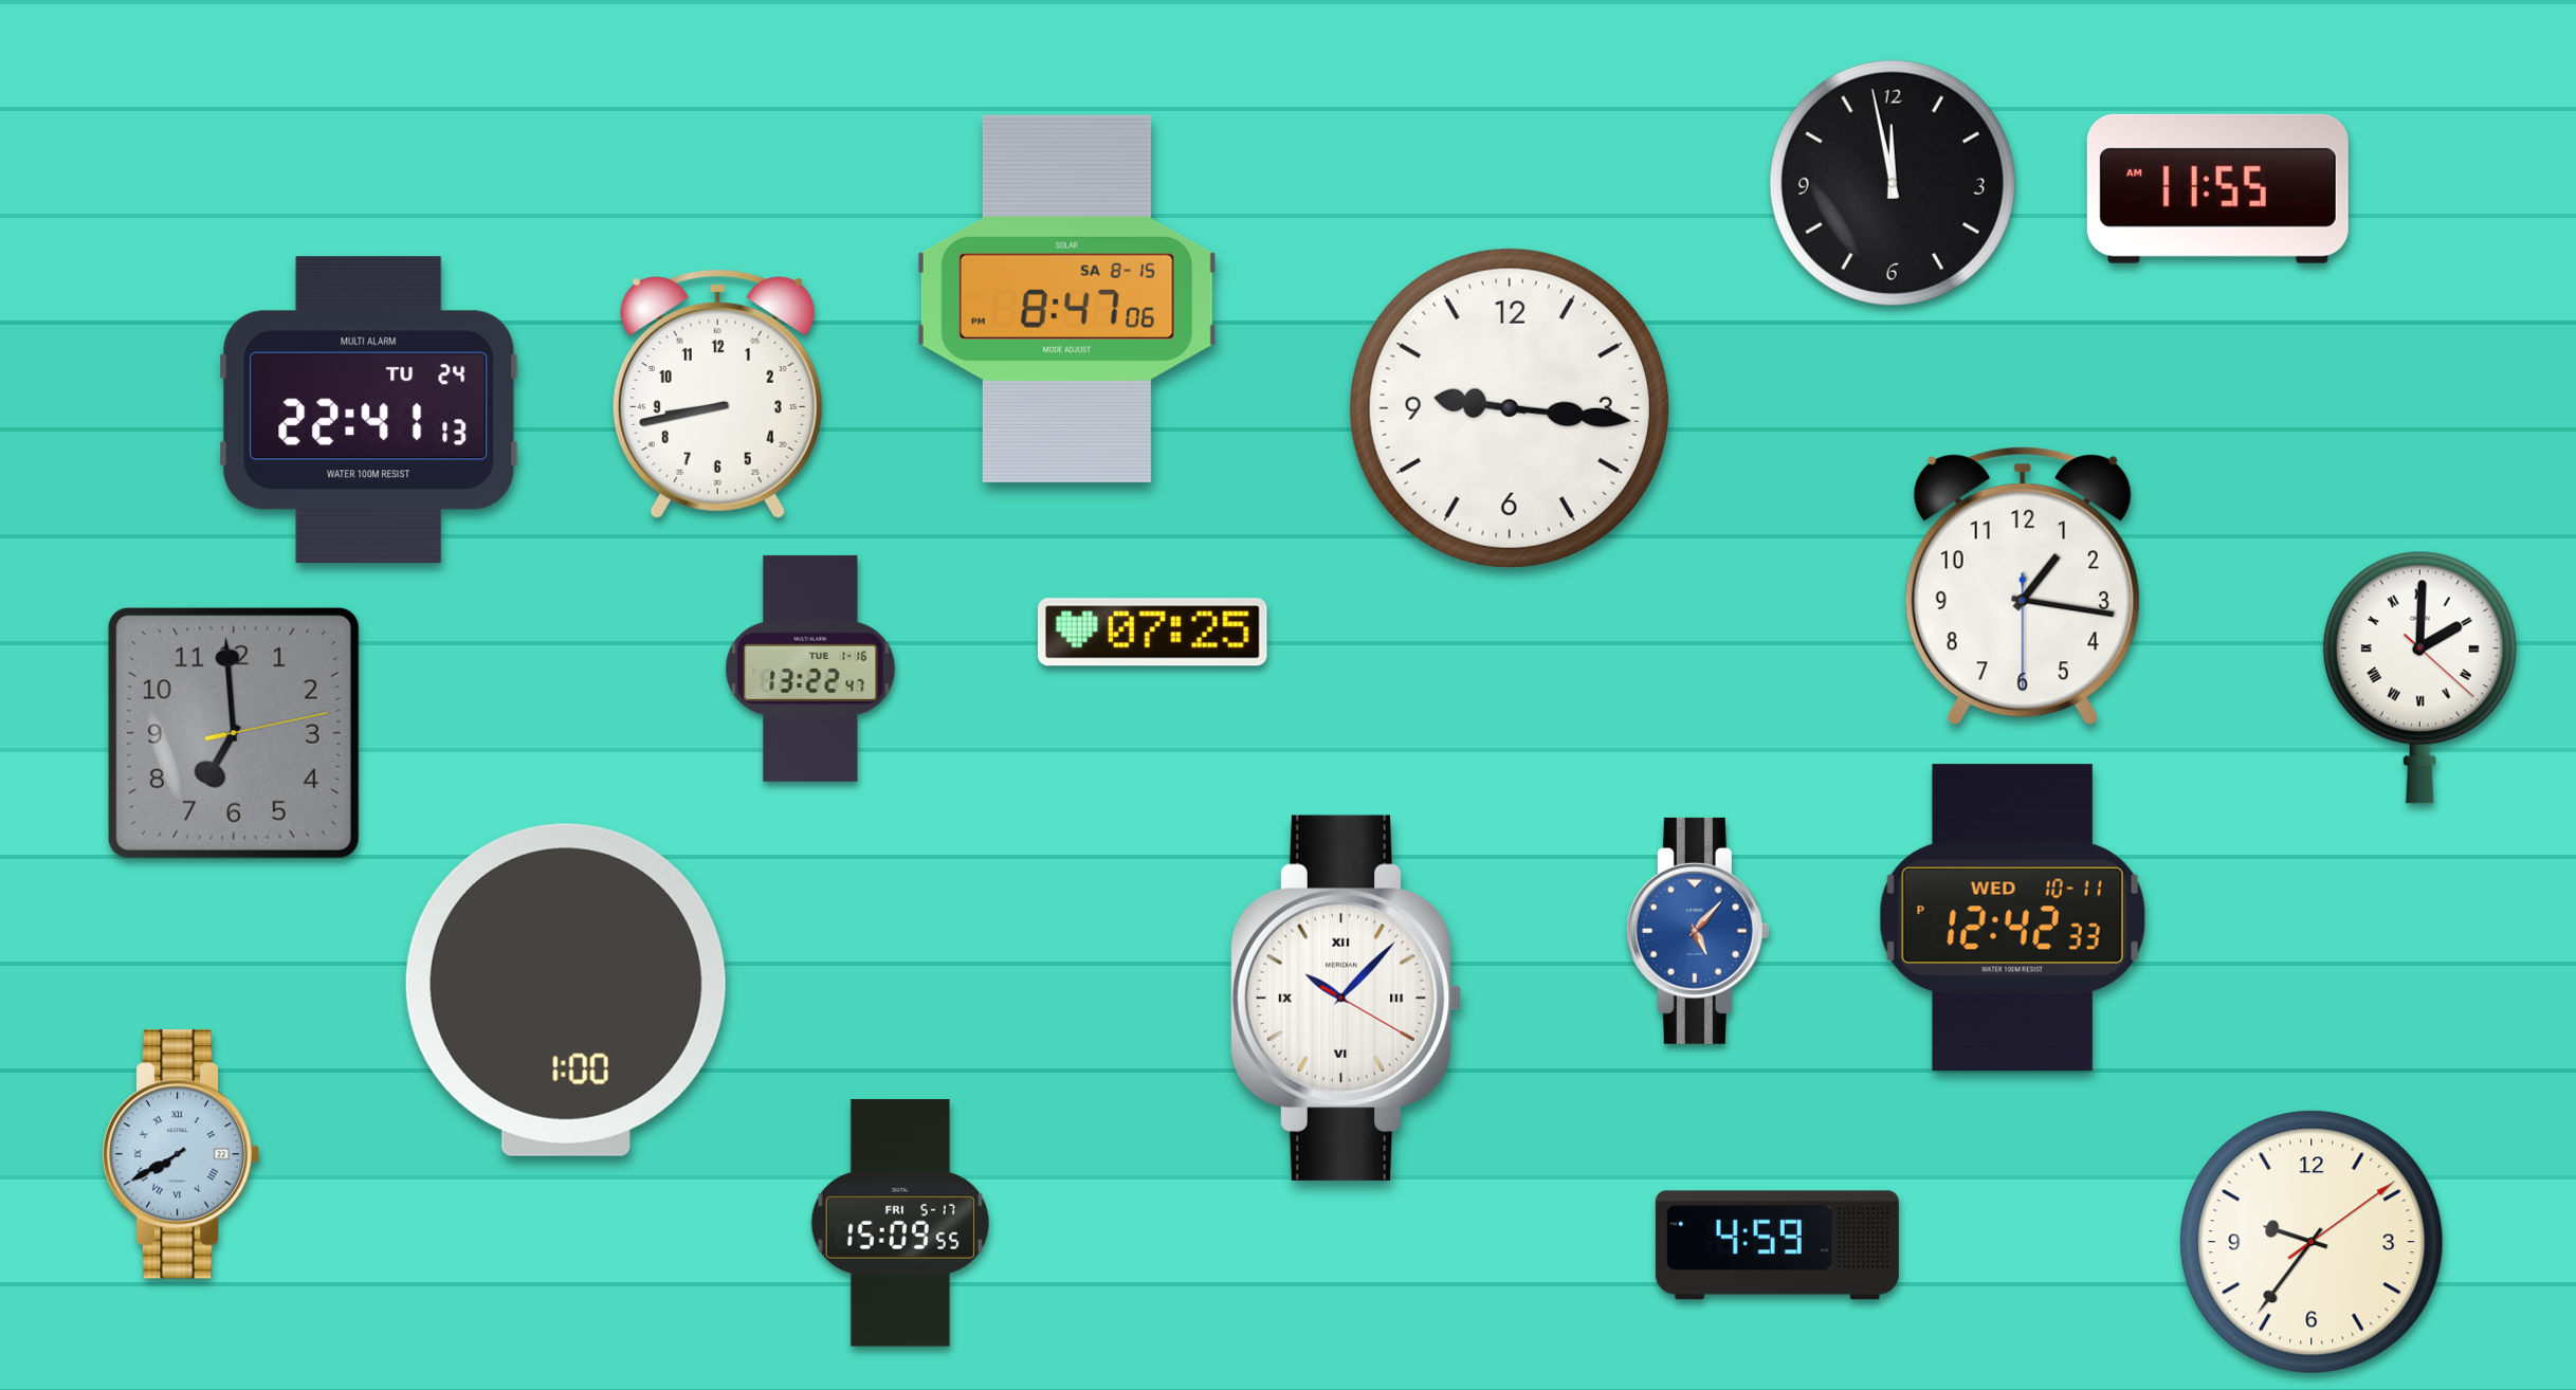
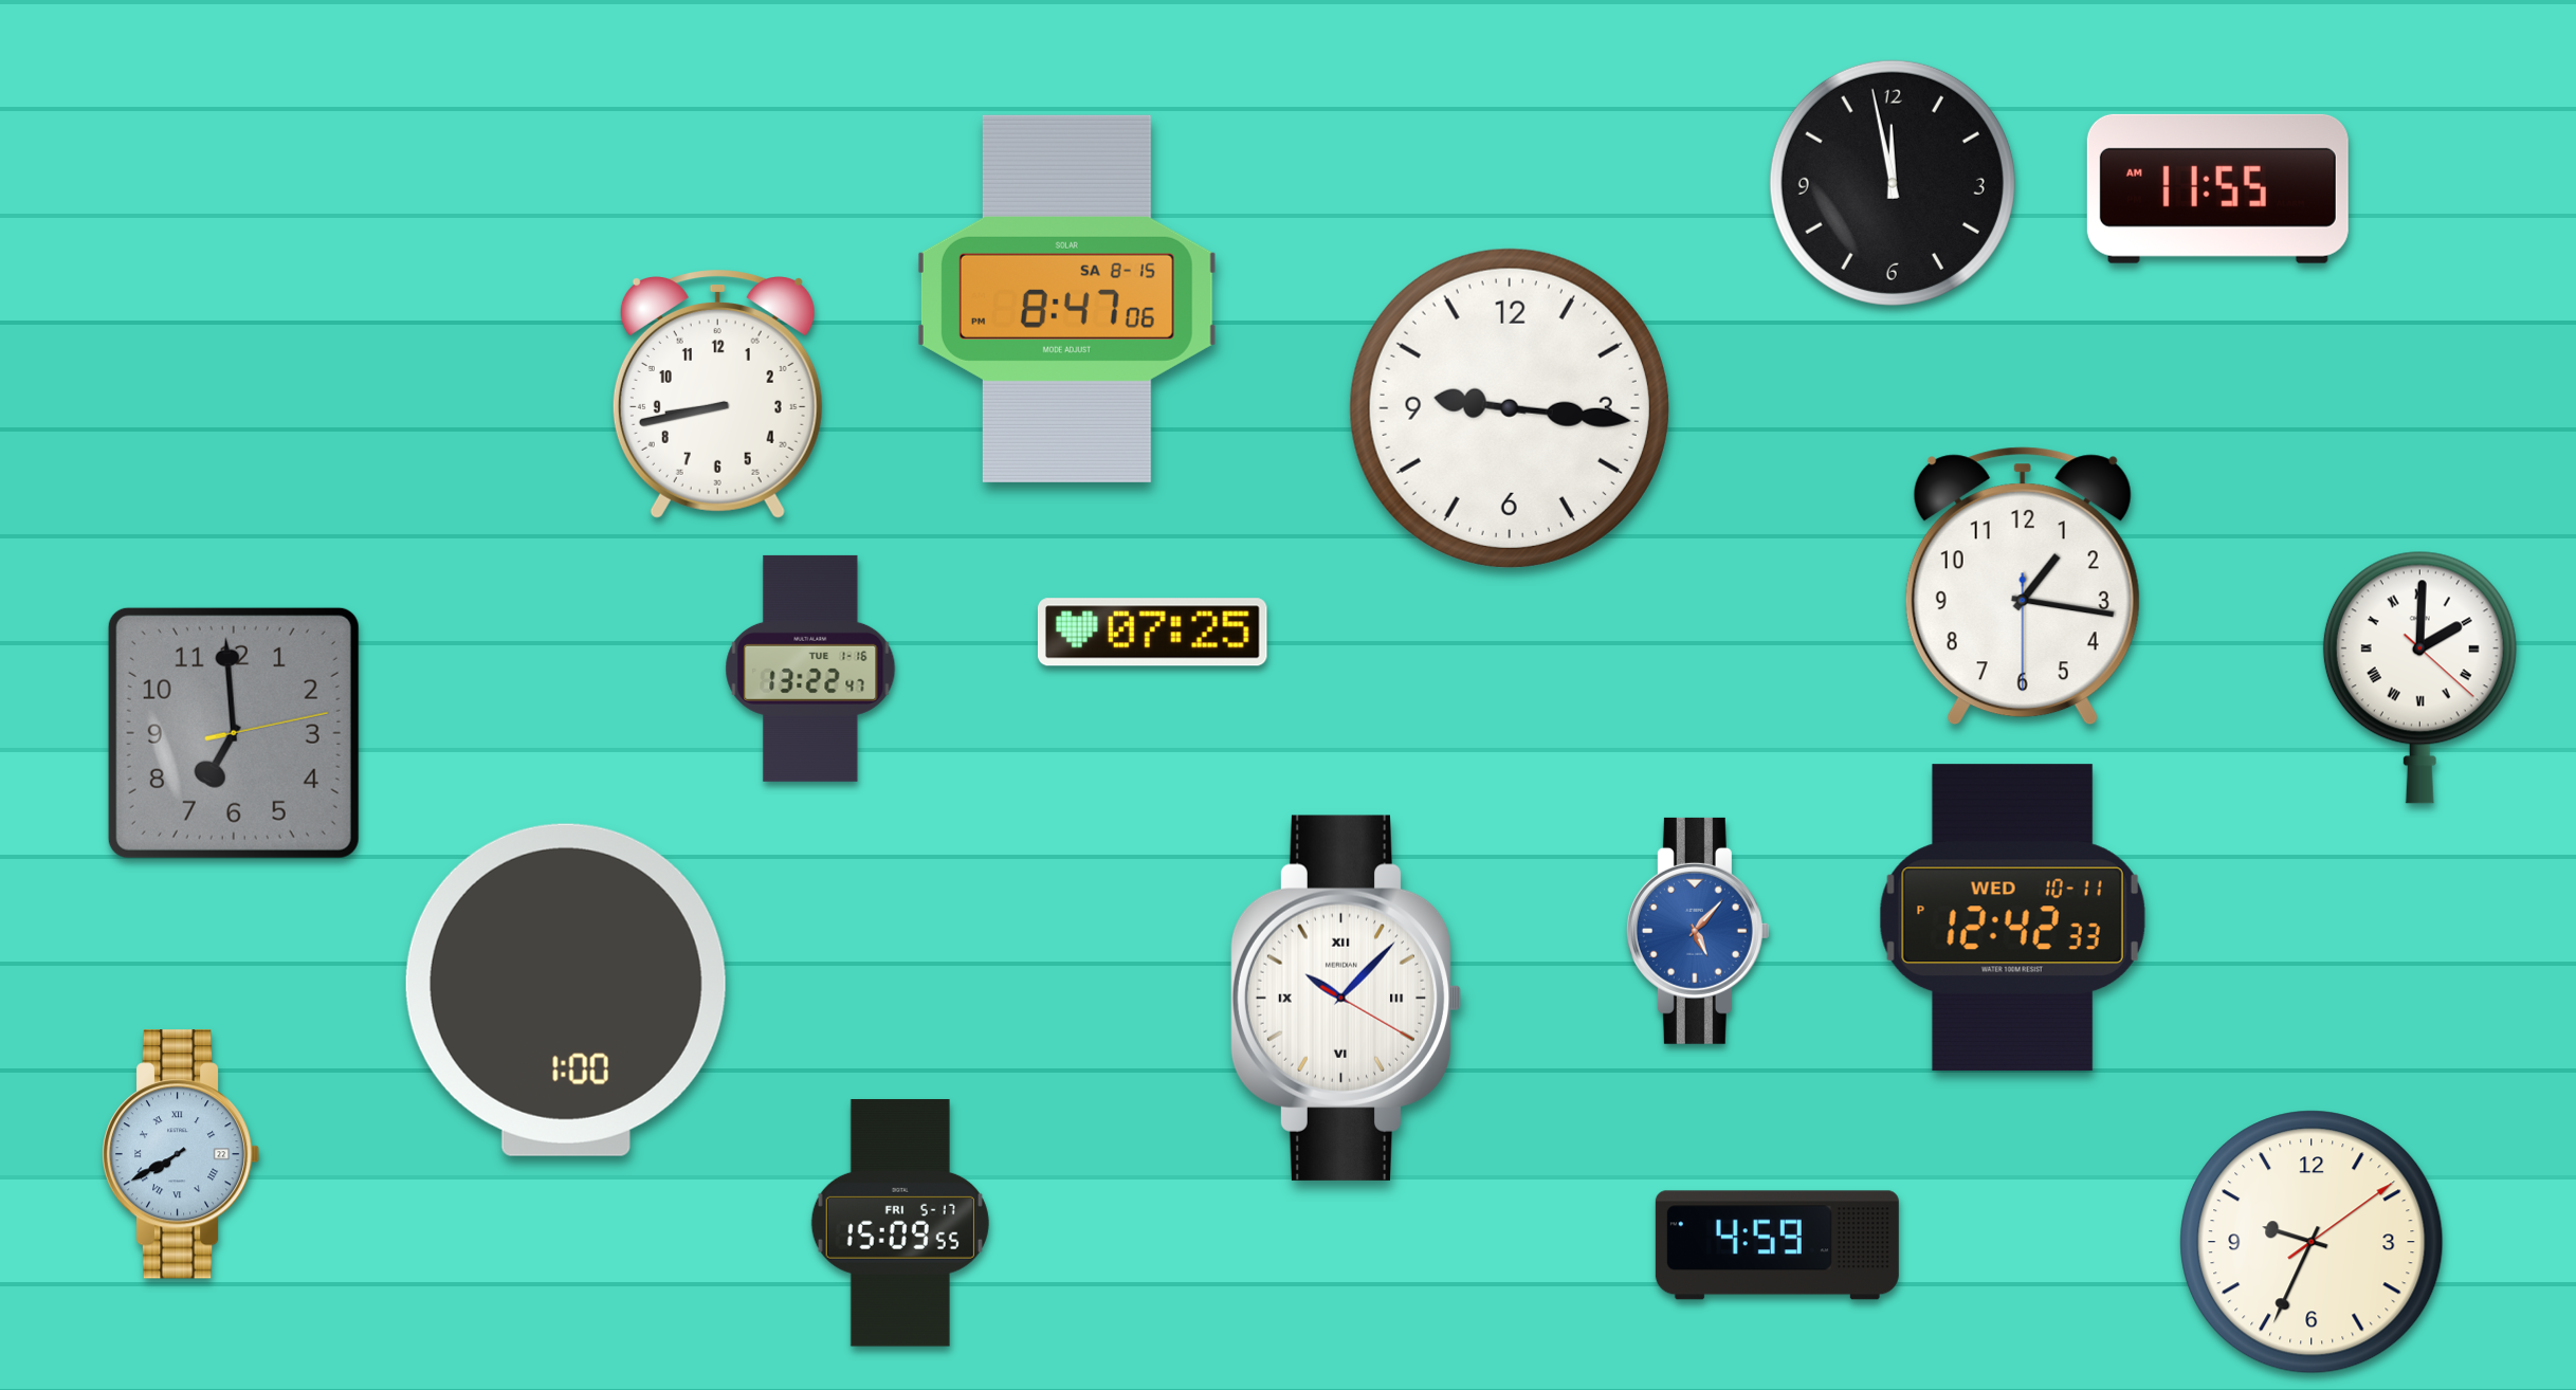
clock at (369, 410): 22:41 -> none
clock at (2312, 1242): 9:36 -> 9:34
